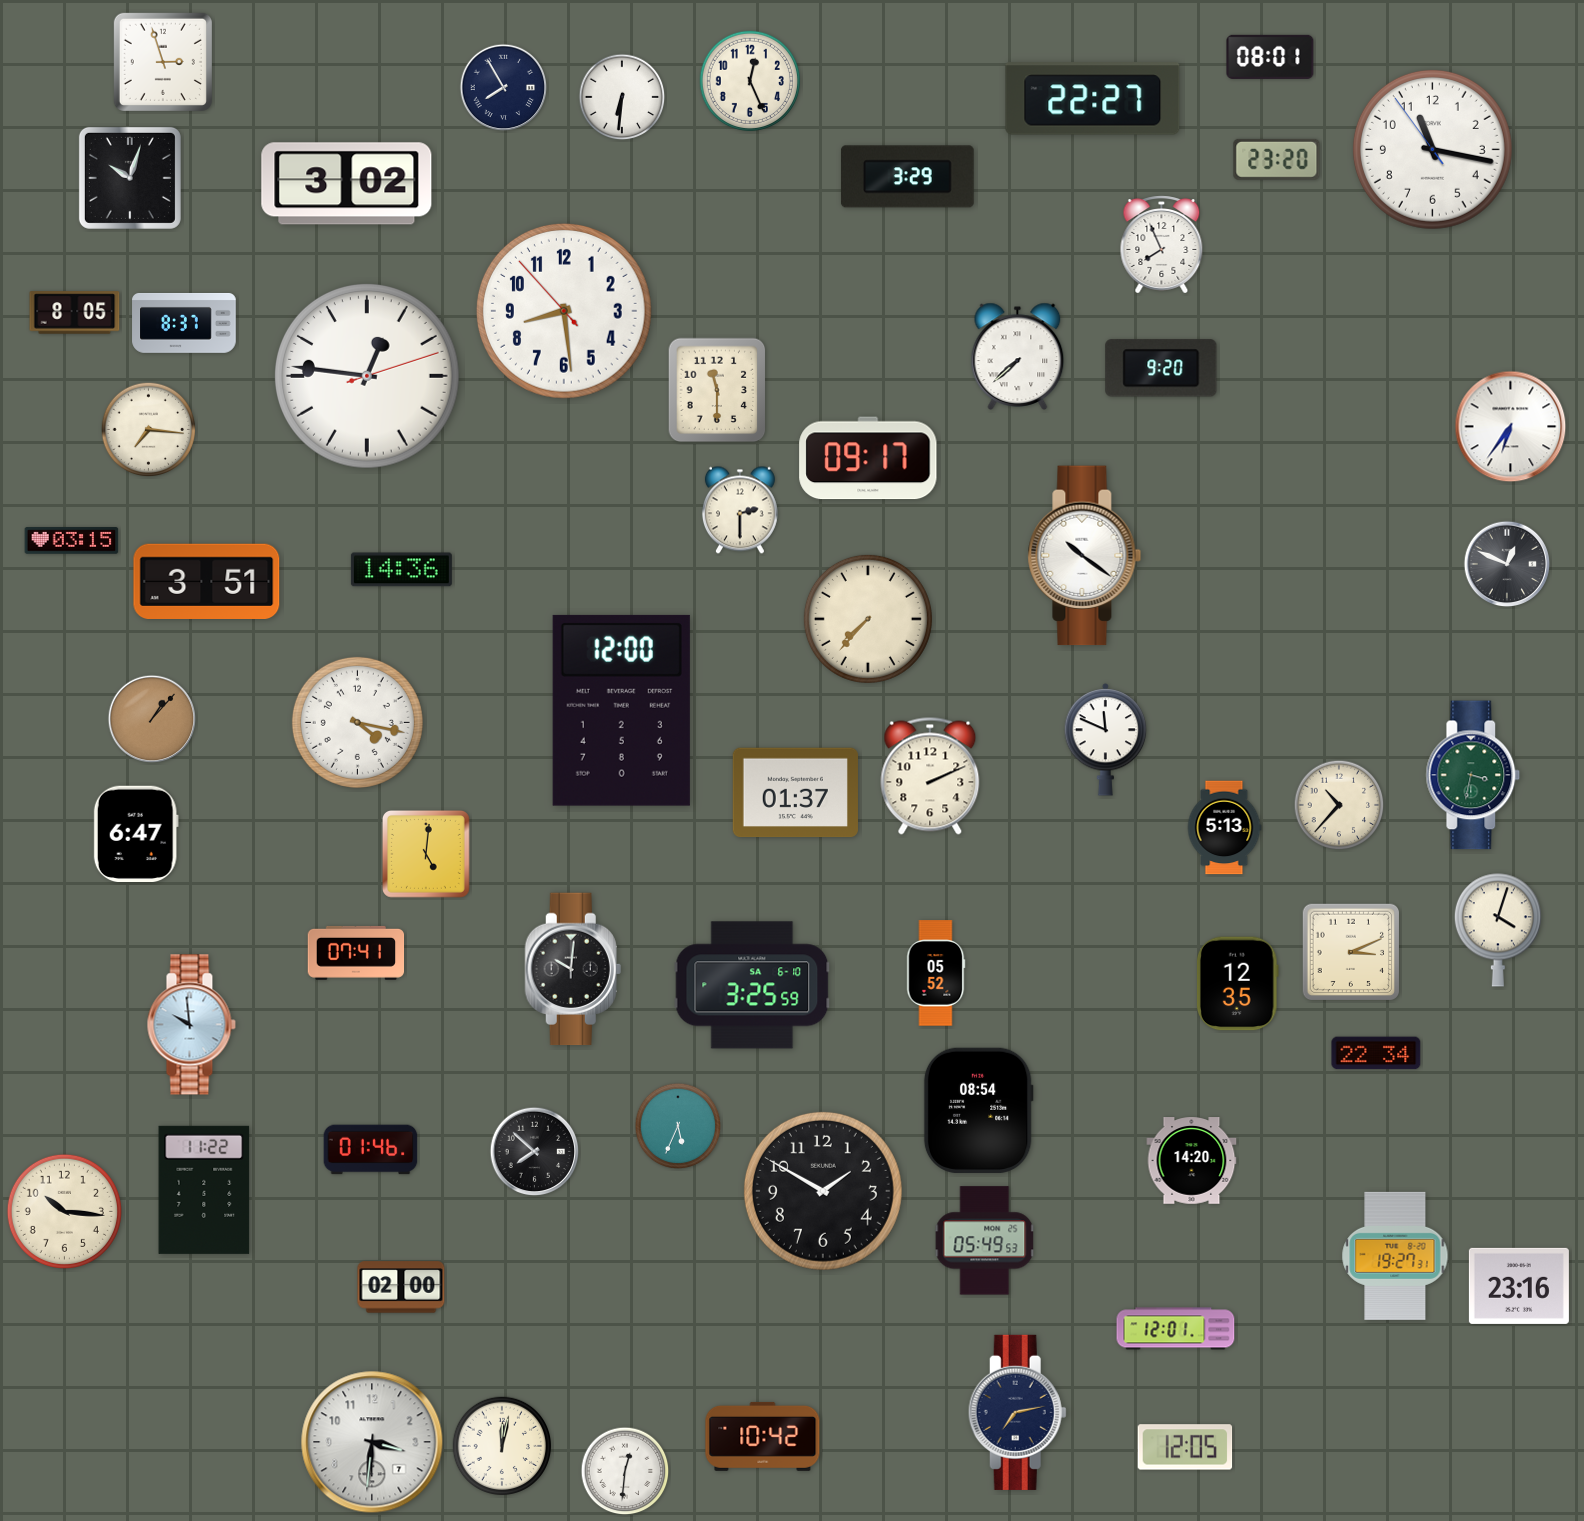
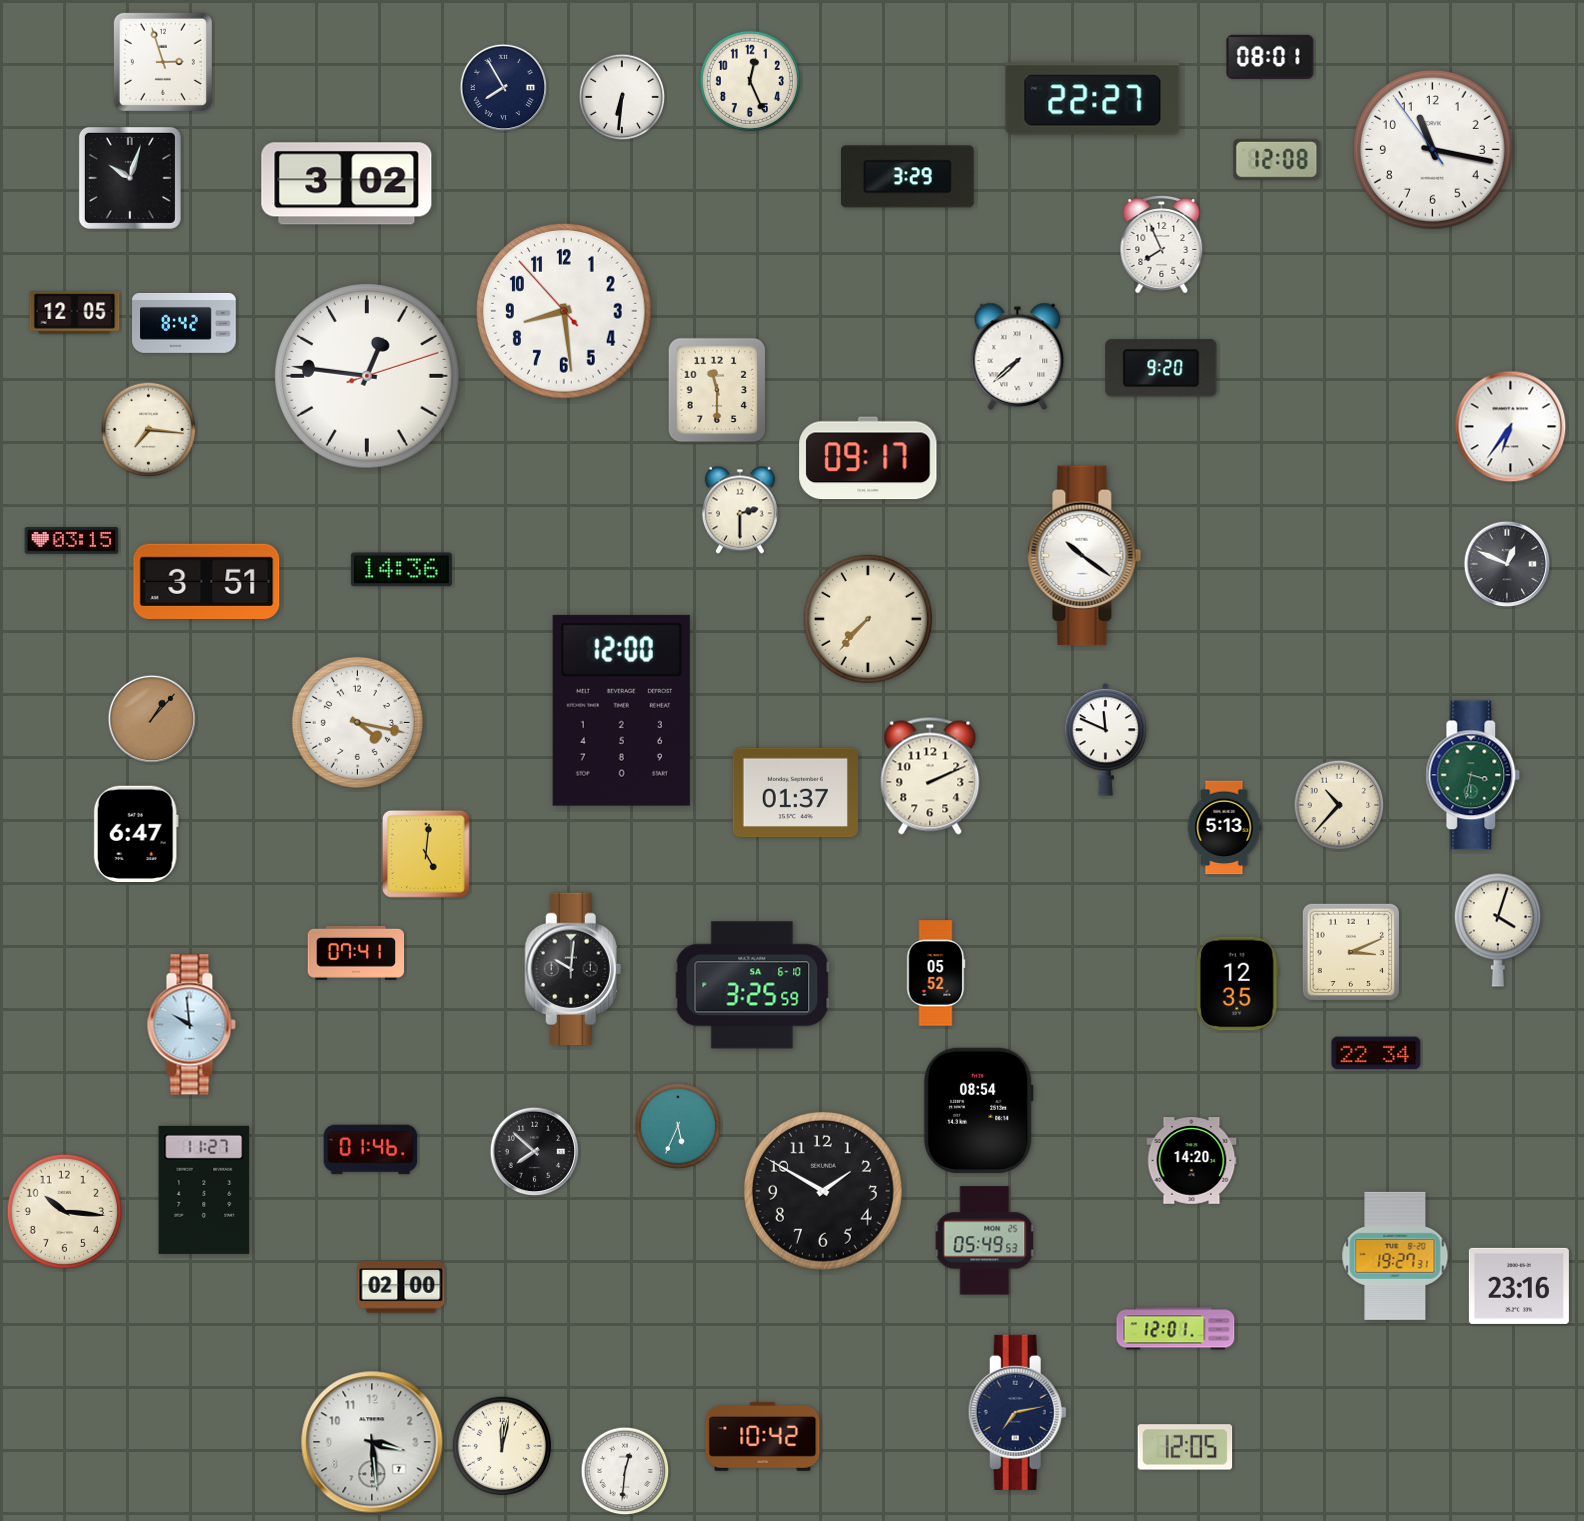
clock at (1277, 159): 23:20 -> 12:08
clock at (75, 313): 8:05 -> 12:05
clock at (184, 323): 8:37 -> 8:42
clock at (204, 1190): 11:22 -> 11:27
clock at (372, 1442): 3:31 -> 3:29
